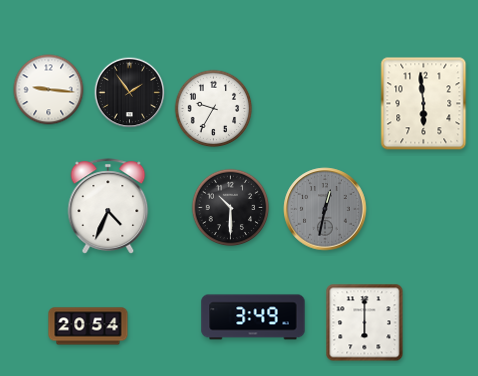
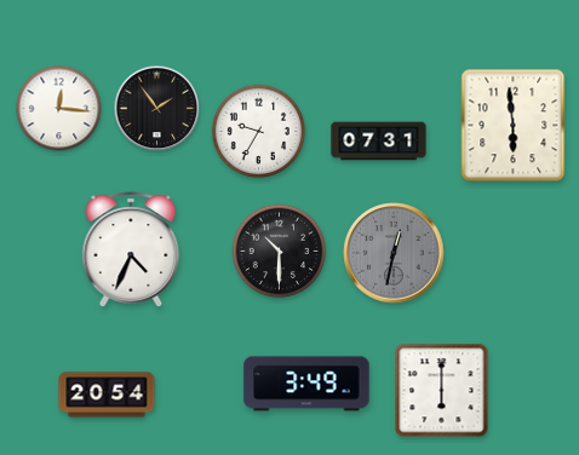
clock at (49, 90): 9:16 -> 12:16
clock at (130, 93) position: (130, 93) -> (157, 109)
clock at (379, 142): none -> 07:31
